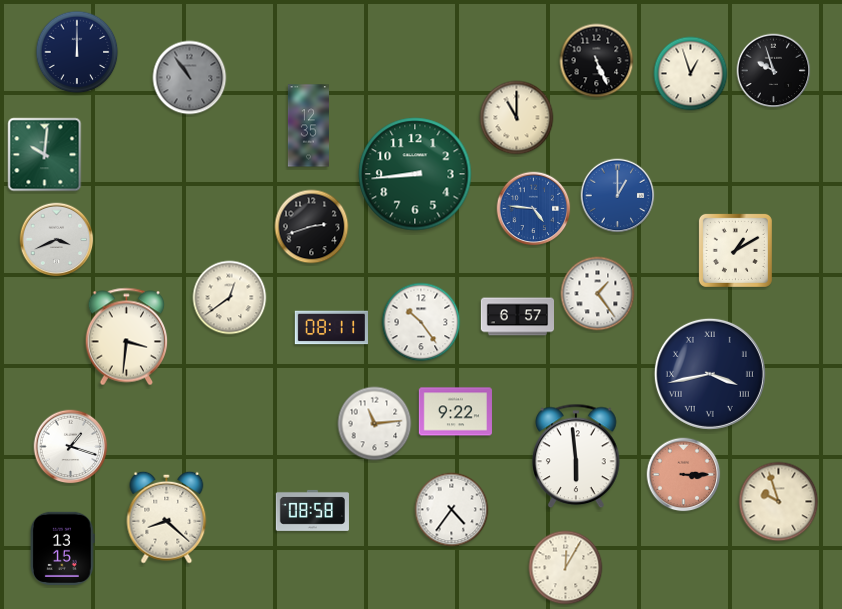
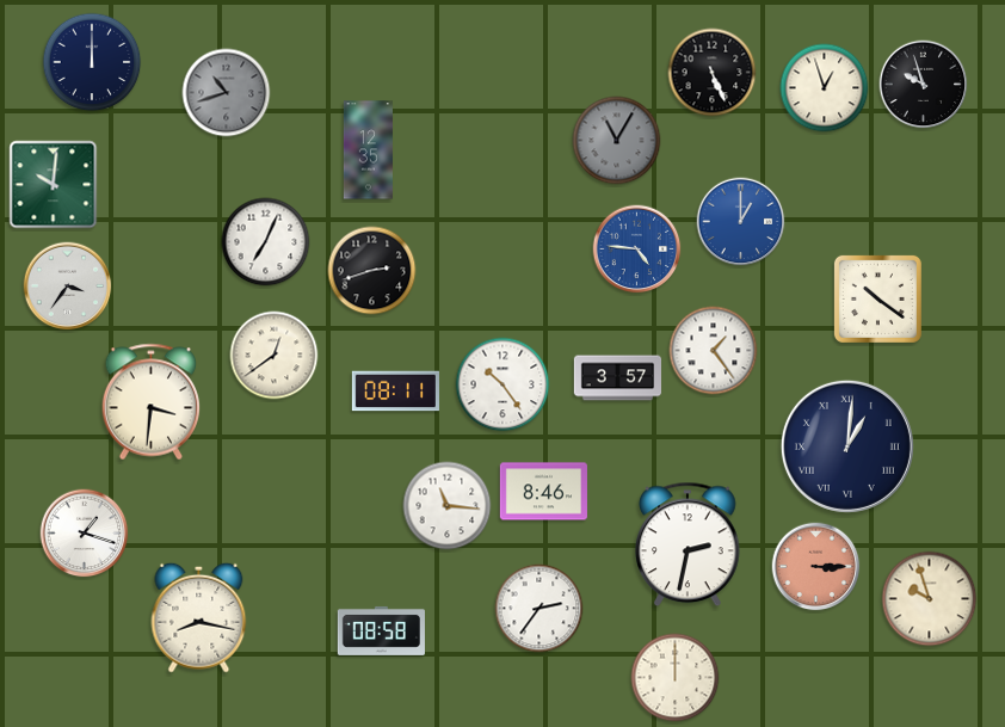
clock at (190, 78): 10:54 -> 10:42
clock at (517, 118): 11:00 -> 11:05
clock at (517, 118) dial: cream -> grey
clock at (415, 174): 8:44 -> none
clock at (618, 196) position: (618, 196) -> (741, 222)
clock at (266, 242): none -> 7:04
clock at (57, 240): 3:41 -> 3:36
clock at (735, 250): 1:10 -> 10:21
clock at (517, 317): 6:57 -> 3:57
clock at (710, 374): 3:43 -> 1:01
clock at (455, 412): 9:22 -> 8:46
clock at (375, 424): 11:14 -> 11:16
clock at (577, 456): 5:59 -> 2:32
clock at (312, 510) position: (312, 510) -> (381, 630)
clock at (452, 510): 4:36 -> 2:36
clock at (167, 517): 8:22 -> 8:17
clock at (63, 548): 13:15 -> none
clock at (566, 568): 12:05 -> 12:00
